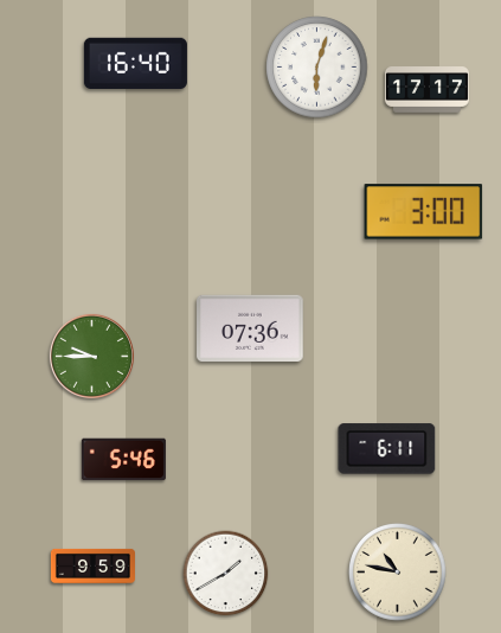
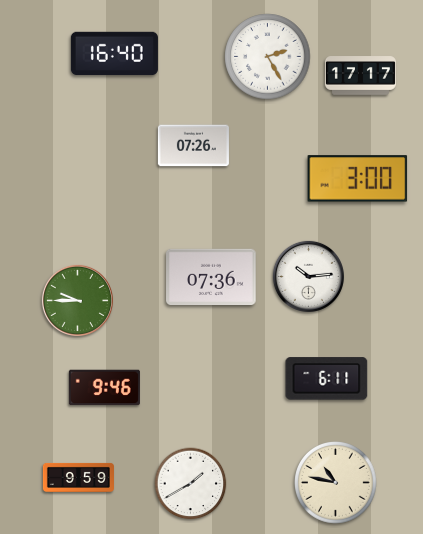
clock at (317, 68): 6:03 -> 2:25
clock at (193, 146): none -> 07:26
clock at (308, 276): none -> 10:14
clock at (123, 460): 5:46 -> 9:46
